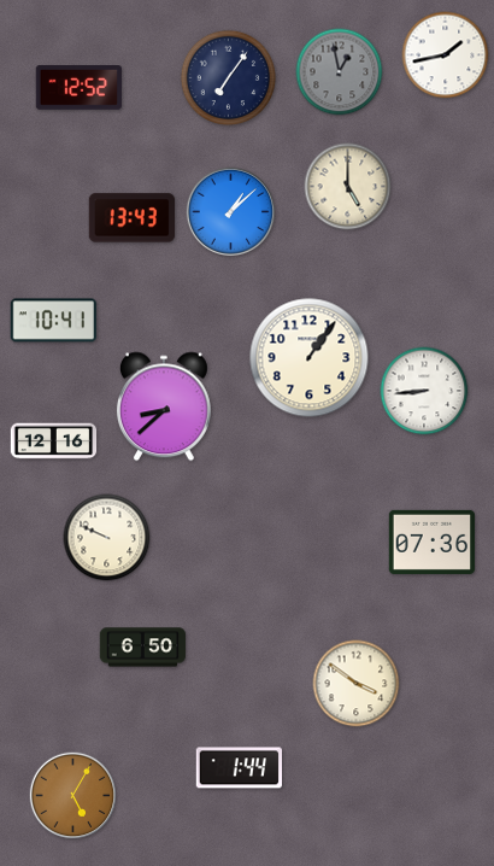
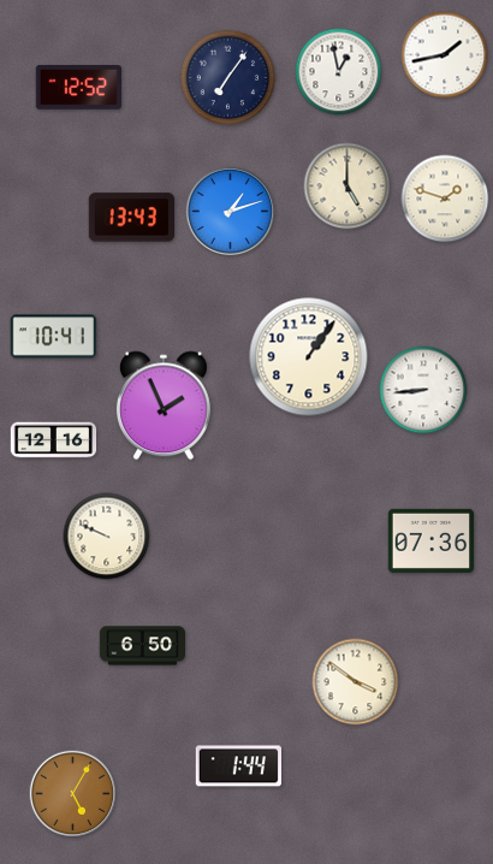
clock at (340, 72) dial: grey -> white
clock at (445, 199): none -> 1:48
clock at (230, 211): 1:08 -> 1:12
clock at (53, 321) position: (53, 321) -> (53, 337)
clock at (164, 406): 8:38 -> 1:56
